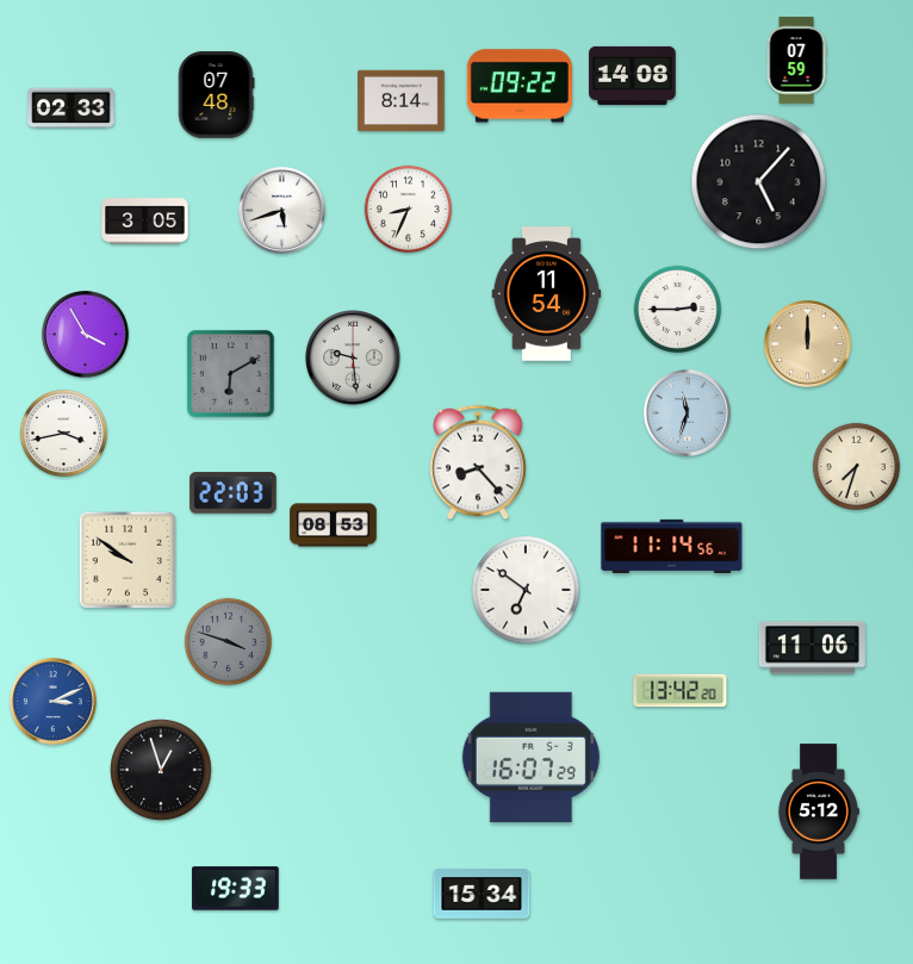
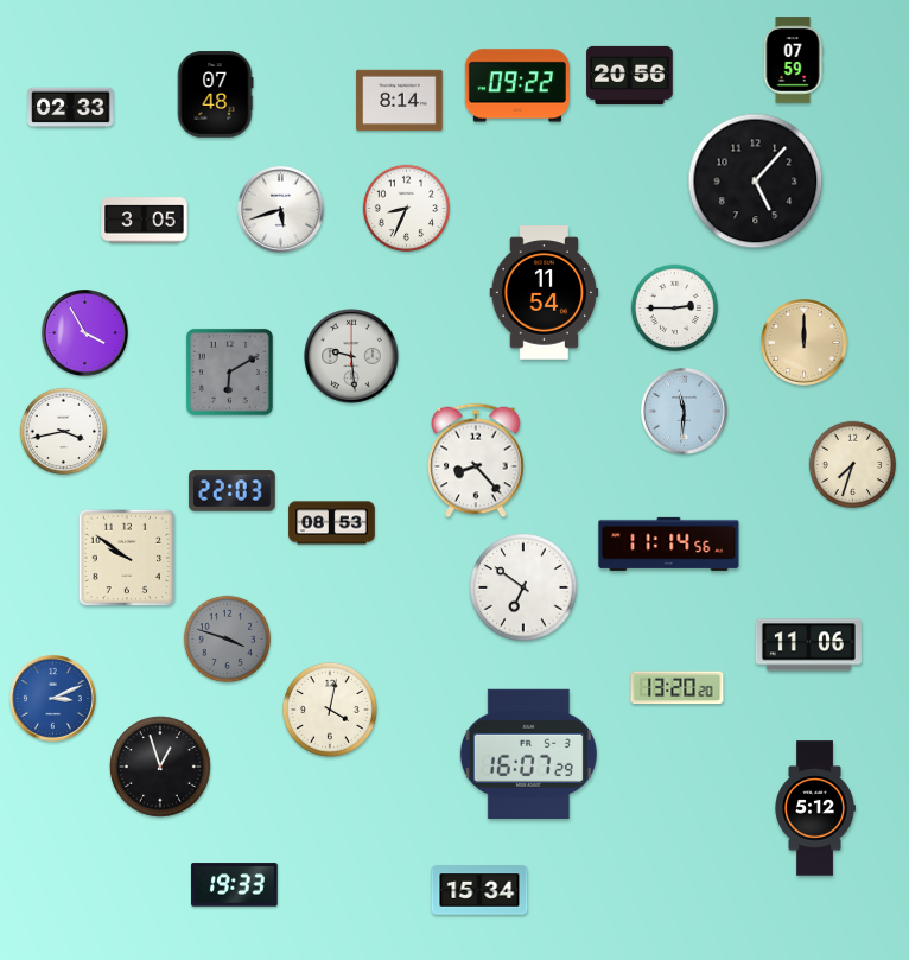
clock at (633, 75): 14:08 -> 20:56
clock at (688, 413): 11:33 -> 11:31
clock at (681, 691): 13:42 -> 13:20
clock at (330, 710): none -> 4:02
